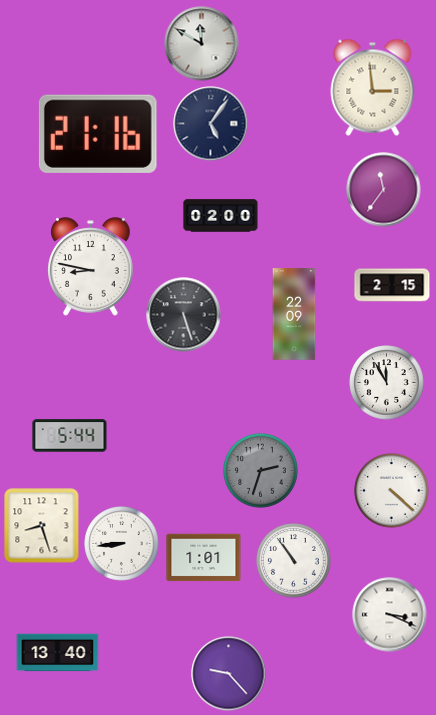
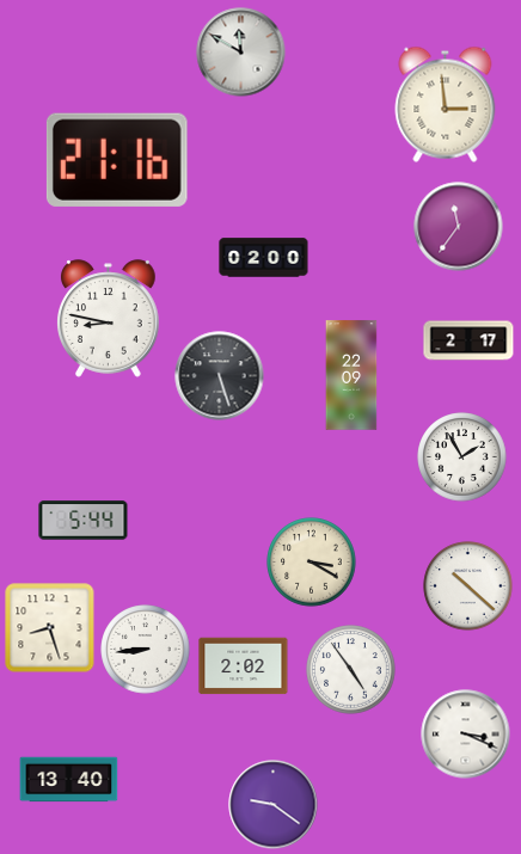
clock at (211, 124): 5:06 -> none
clock at (392, 285): 2:15 -> 2:17
clock at (387, 383): 11:55 -> 1:55
clock at (261, 471): 2:33 -> 3:20
clock at (261, 471) dial: grey -> cream
clock at (392, 491): 4:22 -> 10:22
clock at (204, 558): 1:01 -> 2:02
clock at (294, 561): 10:54 -> 4:54
clock at (229, 674): 9:23 -> 9:21
